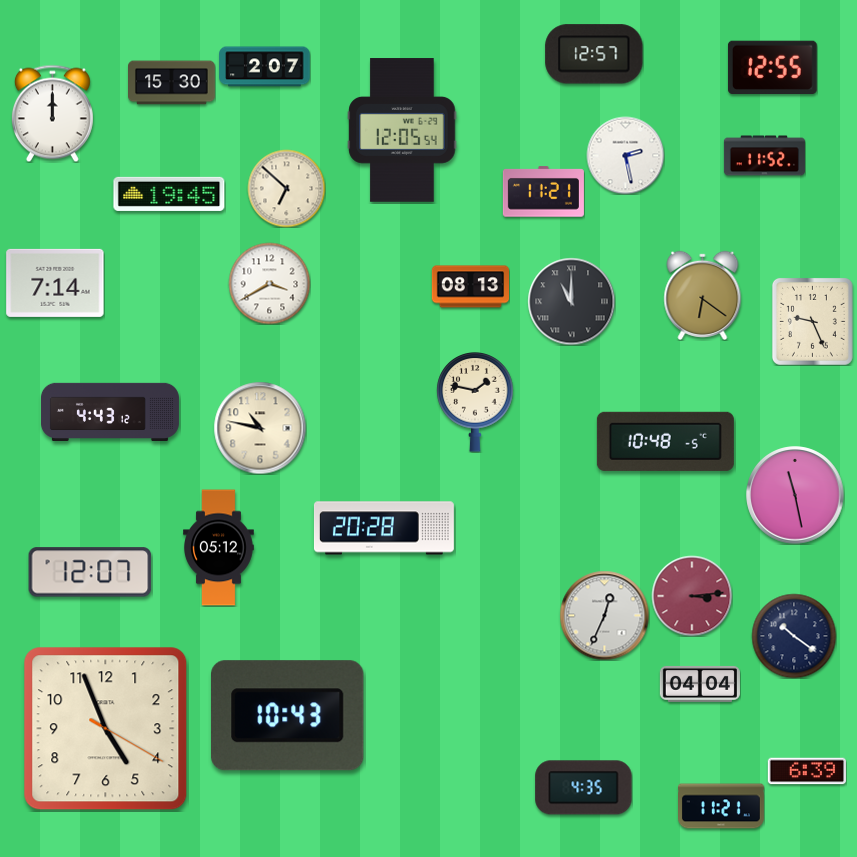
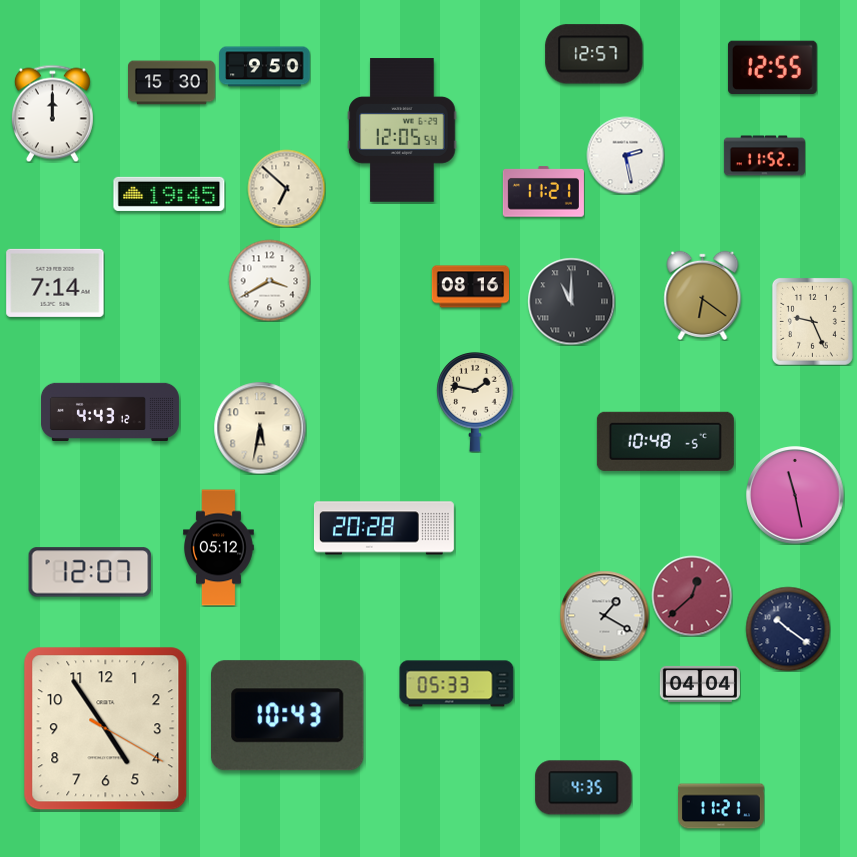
clock at (265, 67): 2:07 -> 9:50
clock at (269, 283) position: (269, 283) -> (269, 280)
clock at (470, 287): 08:13 -> 08:16
clock at (260, 428): 10:47 -> 5:32
clock at (692, 596): 3:14 -> 12:38
clock at (604, 615): 12:34 -> 1:20
clock at (794, 636) position: (794, 636) -> (788, 629)
clock at (457, 684): none -> 05:33
clock at (106, 729): 4:56 -> 4:54
clock at (807, 771): 6:39 -> none
